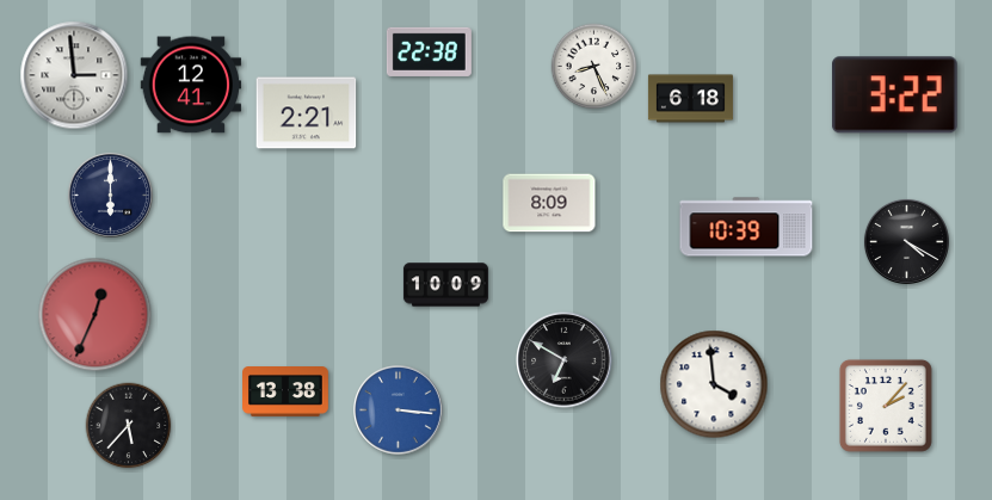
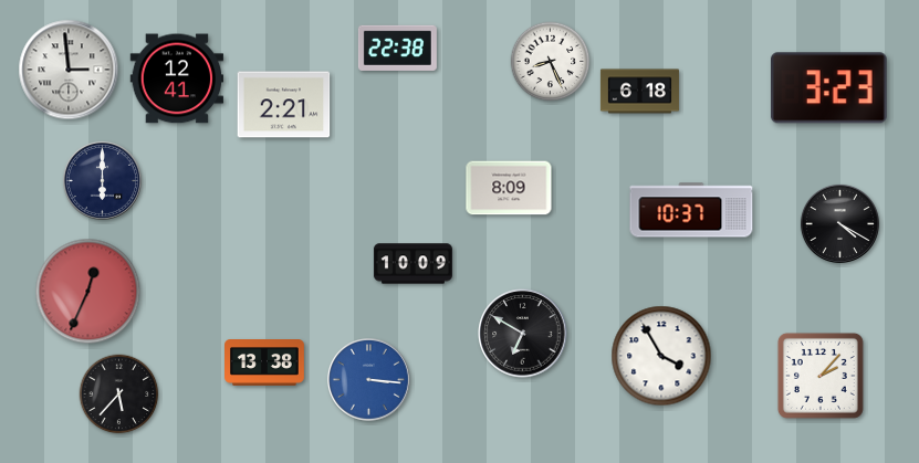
clock at (894, 95): 3:22 -> 3:23
clock at (746, 227): 10:39 -> 10:37
clock at (714, 384): 3:59 -> 3:55
